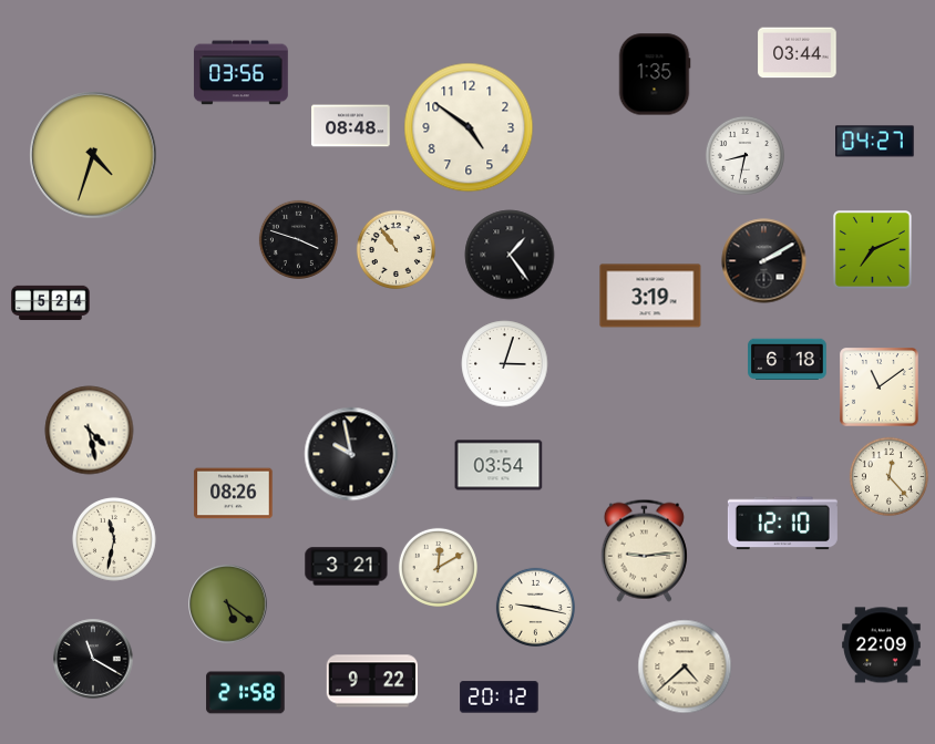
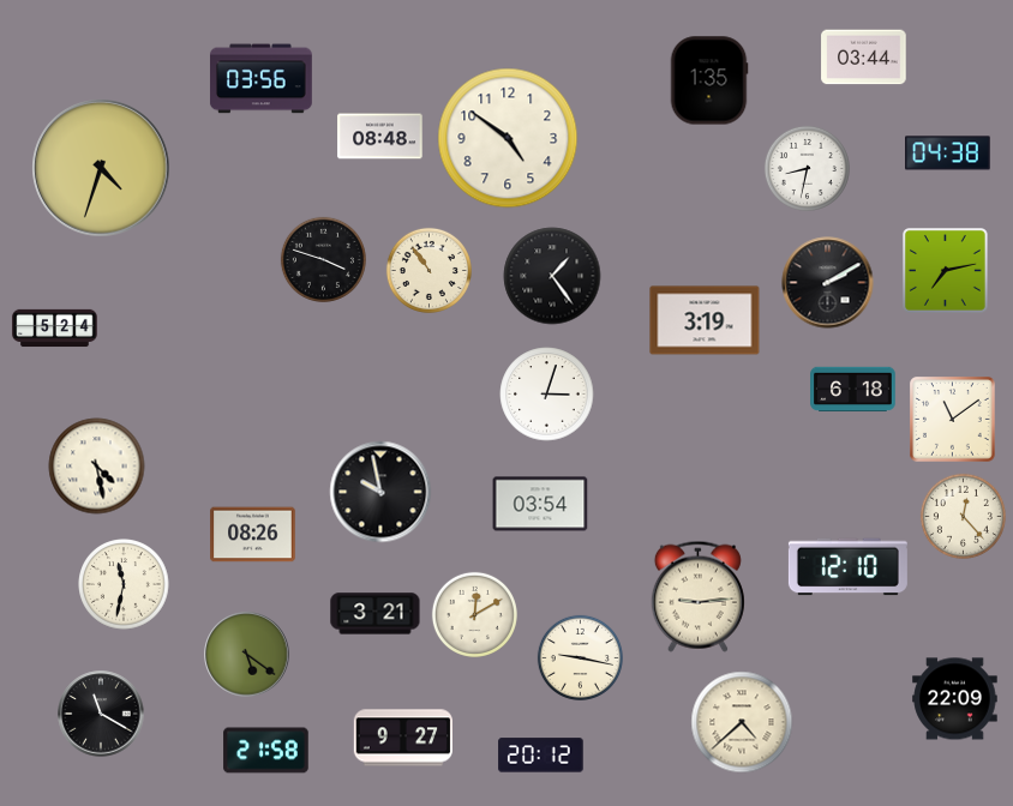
clock at (875, 142): 04:27 -> 04:38
clock at (873, 250): 7:11 -> 7:13
clock at (371, 681): 9:22 -> 9:27
